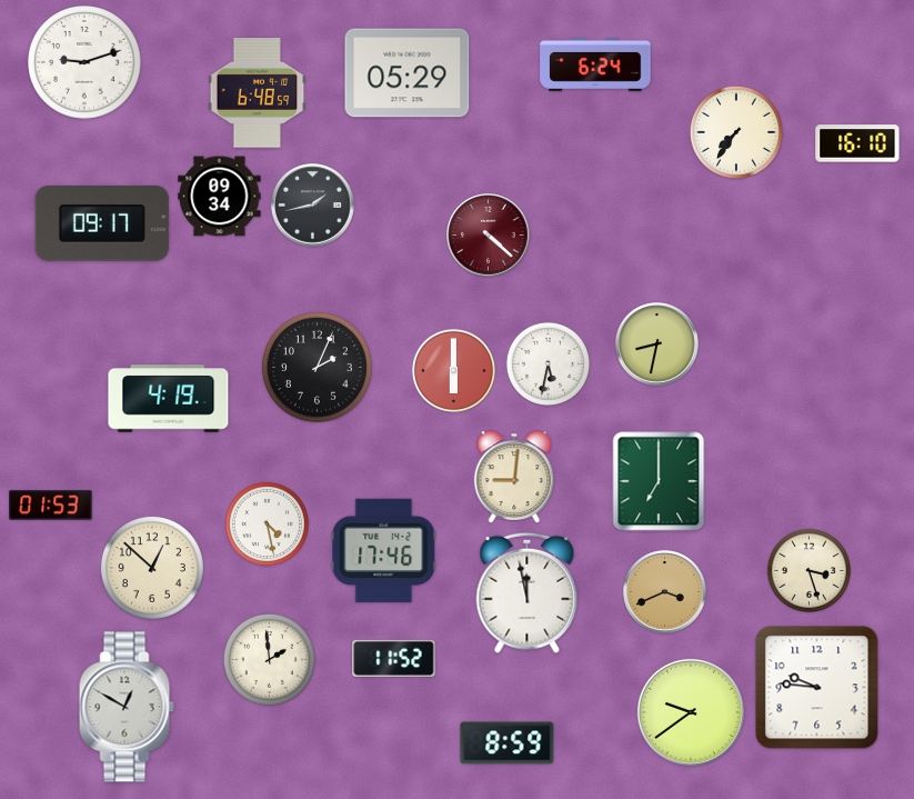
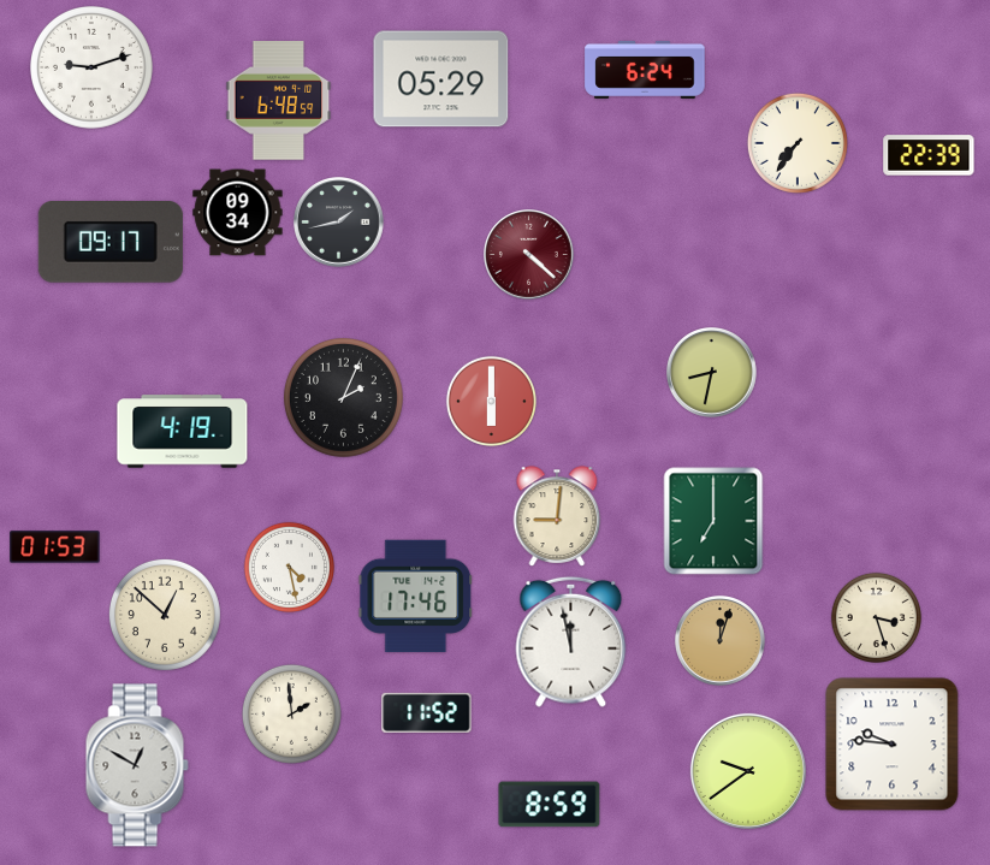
clock at (857, 143): 16:10 -> 22:39
clock at (548, 363): 5:32 -> none
clock at (665, 592): 3:41 -> 12:03
clock at (817, 688) position: (817, 688) -> (893, 745)
